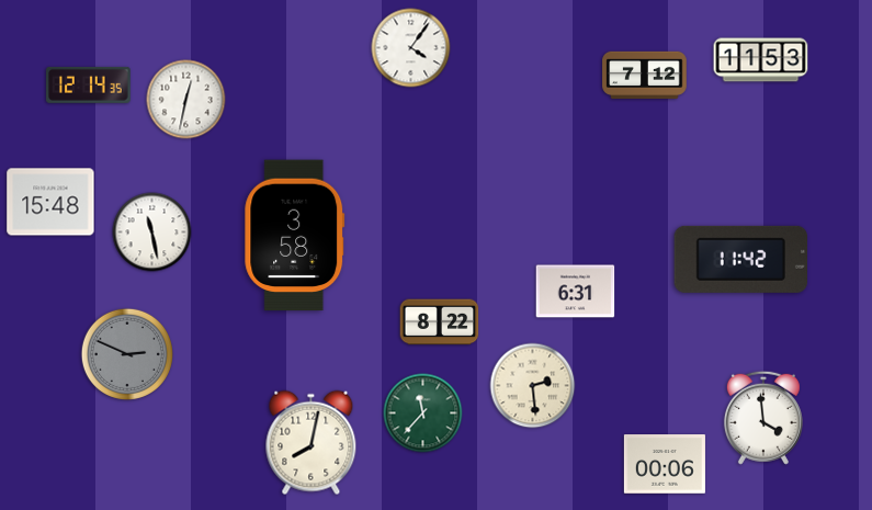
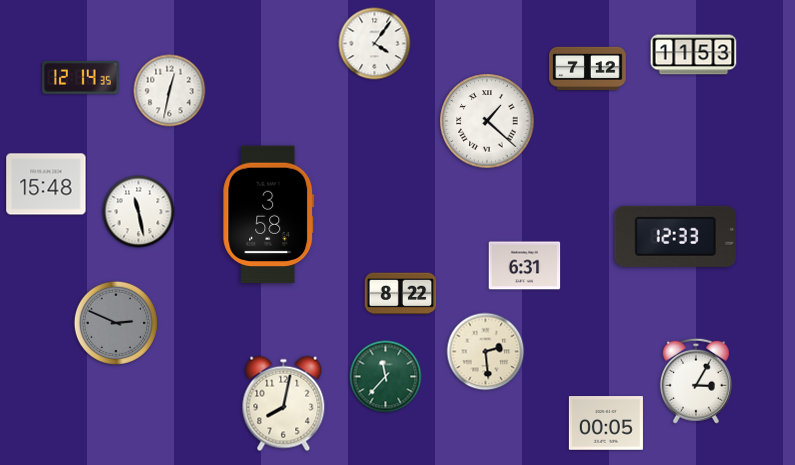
clock at (487, 121): none -> 1:22
clock at (740, 259): 11:42 -> 12:33
clock at (763, 418): 3:59 -> 3:05
clock at (665, 464): 00:06 -> 00:05
